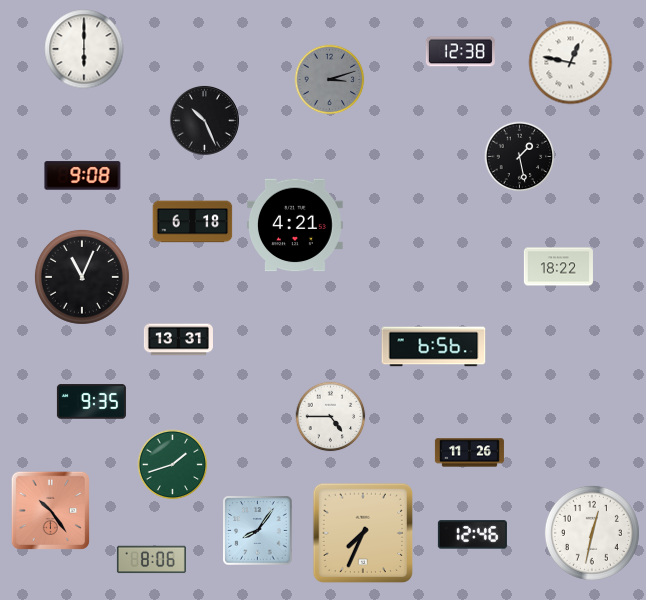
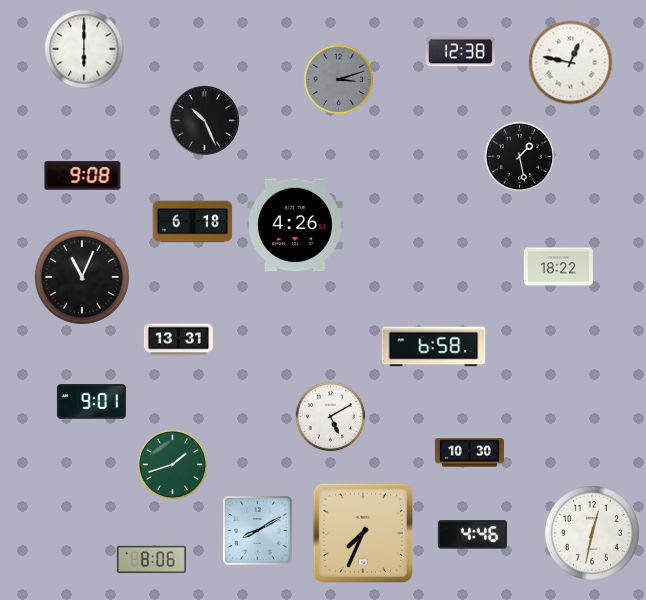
clock at (330, 80) position: (330, 80) -> (339, 80)
clock at (296, 225): 4:21 -> 4:26
clock at (434, 347): 6:56 -> 6:58
clock at (91, 402): 9:35 -> 9:01
clock at (331, 417): 4:45 -> 5:10
clock at (469, 453): 11:26 -> 10:30
clock at (50, 510): 10:24 -> none
clock at (258, 531): 8:06 -> 8:10
clock at (472, 535): 12:46 -> 4:46
